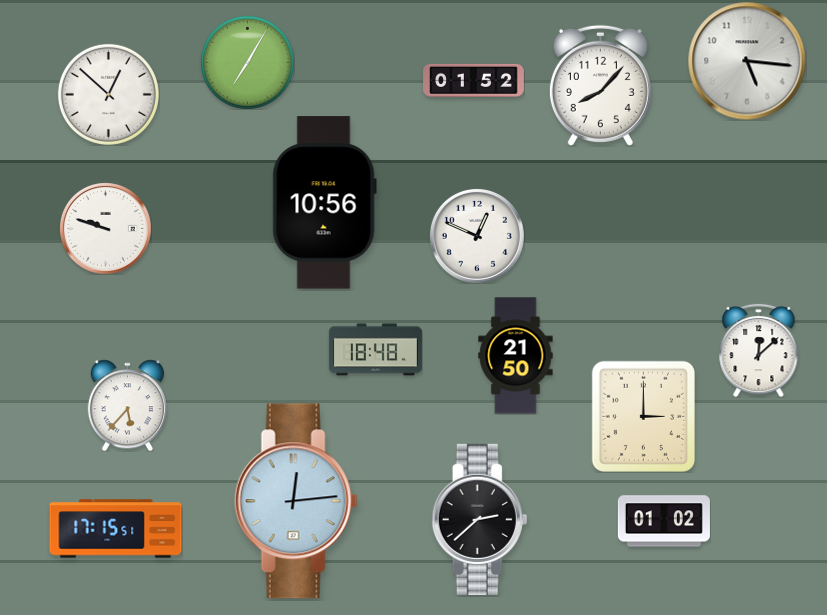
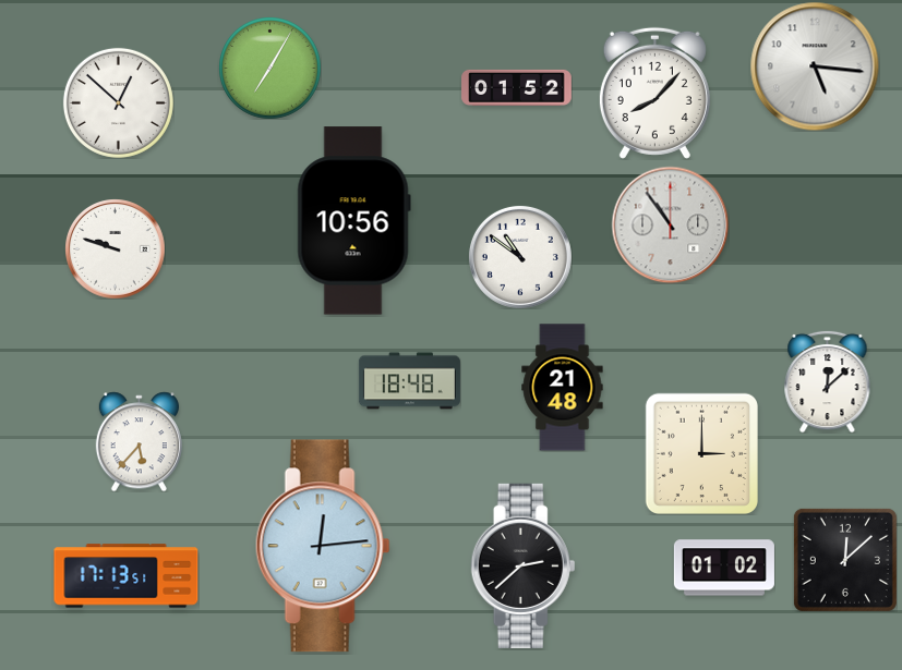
clock at (670, 224): none -> 10:54
clock at (477, 236): 12:49 -> 10:51
clock at (516, 356): 21:50 -> 21:48
clock at (845, 560): none -> 12:08
clock at (116, 529): 17:15 -> 17:13
